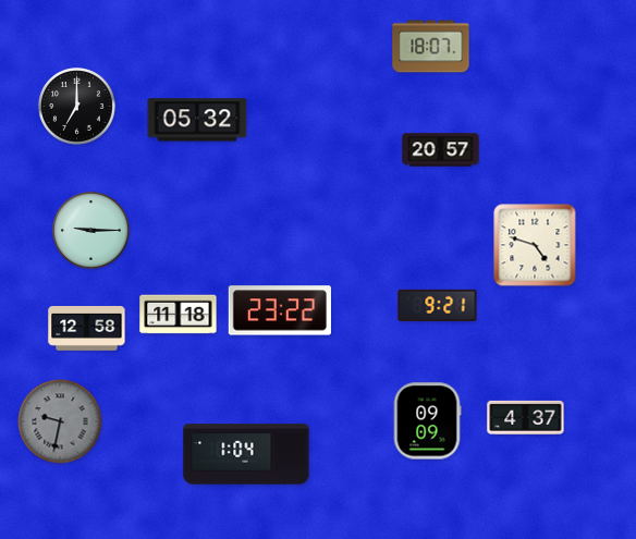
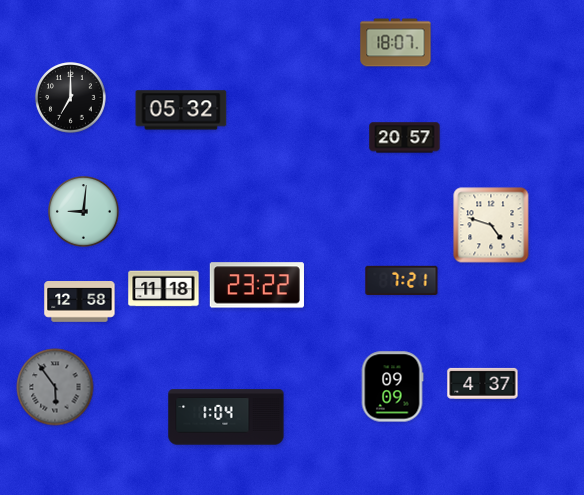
clock at (91, 231): 9:15 -> 9:01
clock at (438, 305): 9:21 -> 7:21
clock at (60, 421): 9:32 -> 5:54
